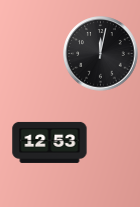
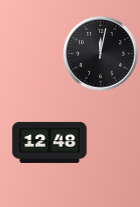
clock at (50, 142): 12:53 -> 12:48
